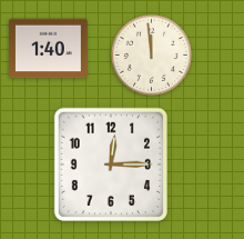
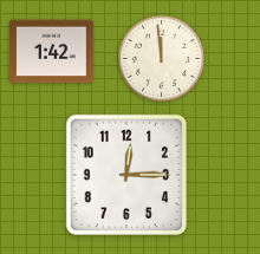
clock at (49, 49): 1:40 -> 1:42
clock at (110, 163) position: (110, 163) -> (125, 174)
